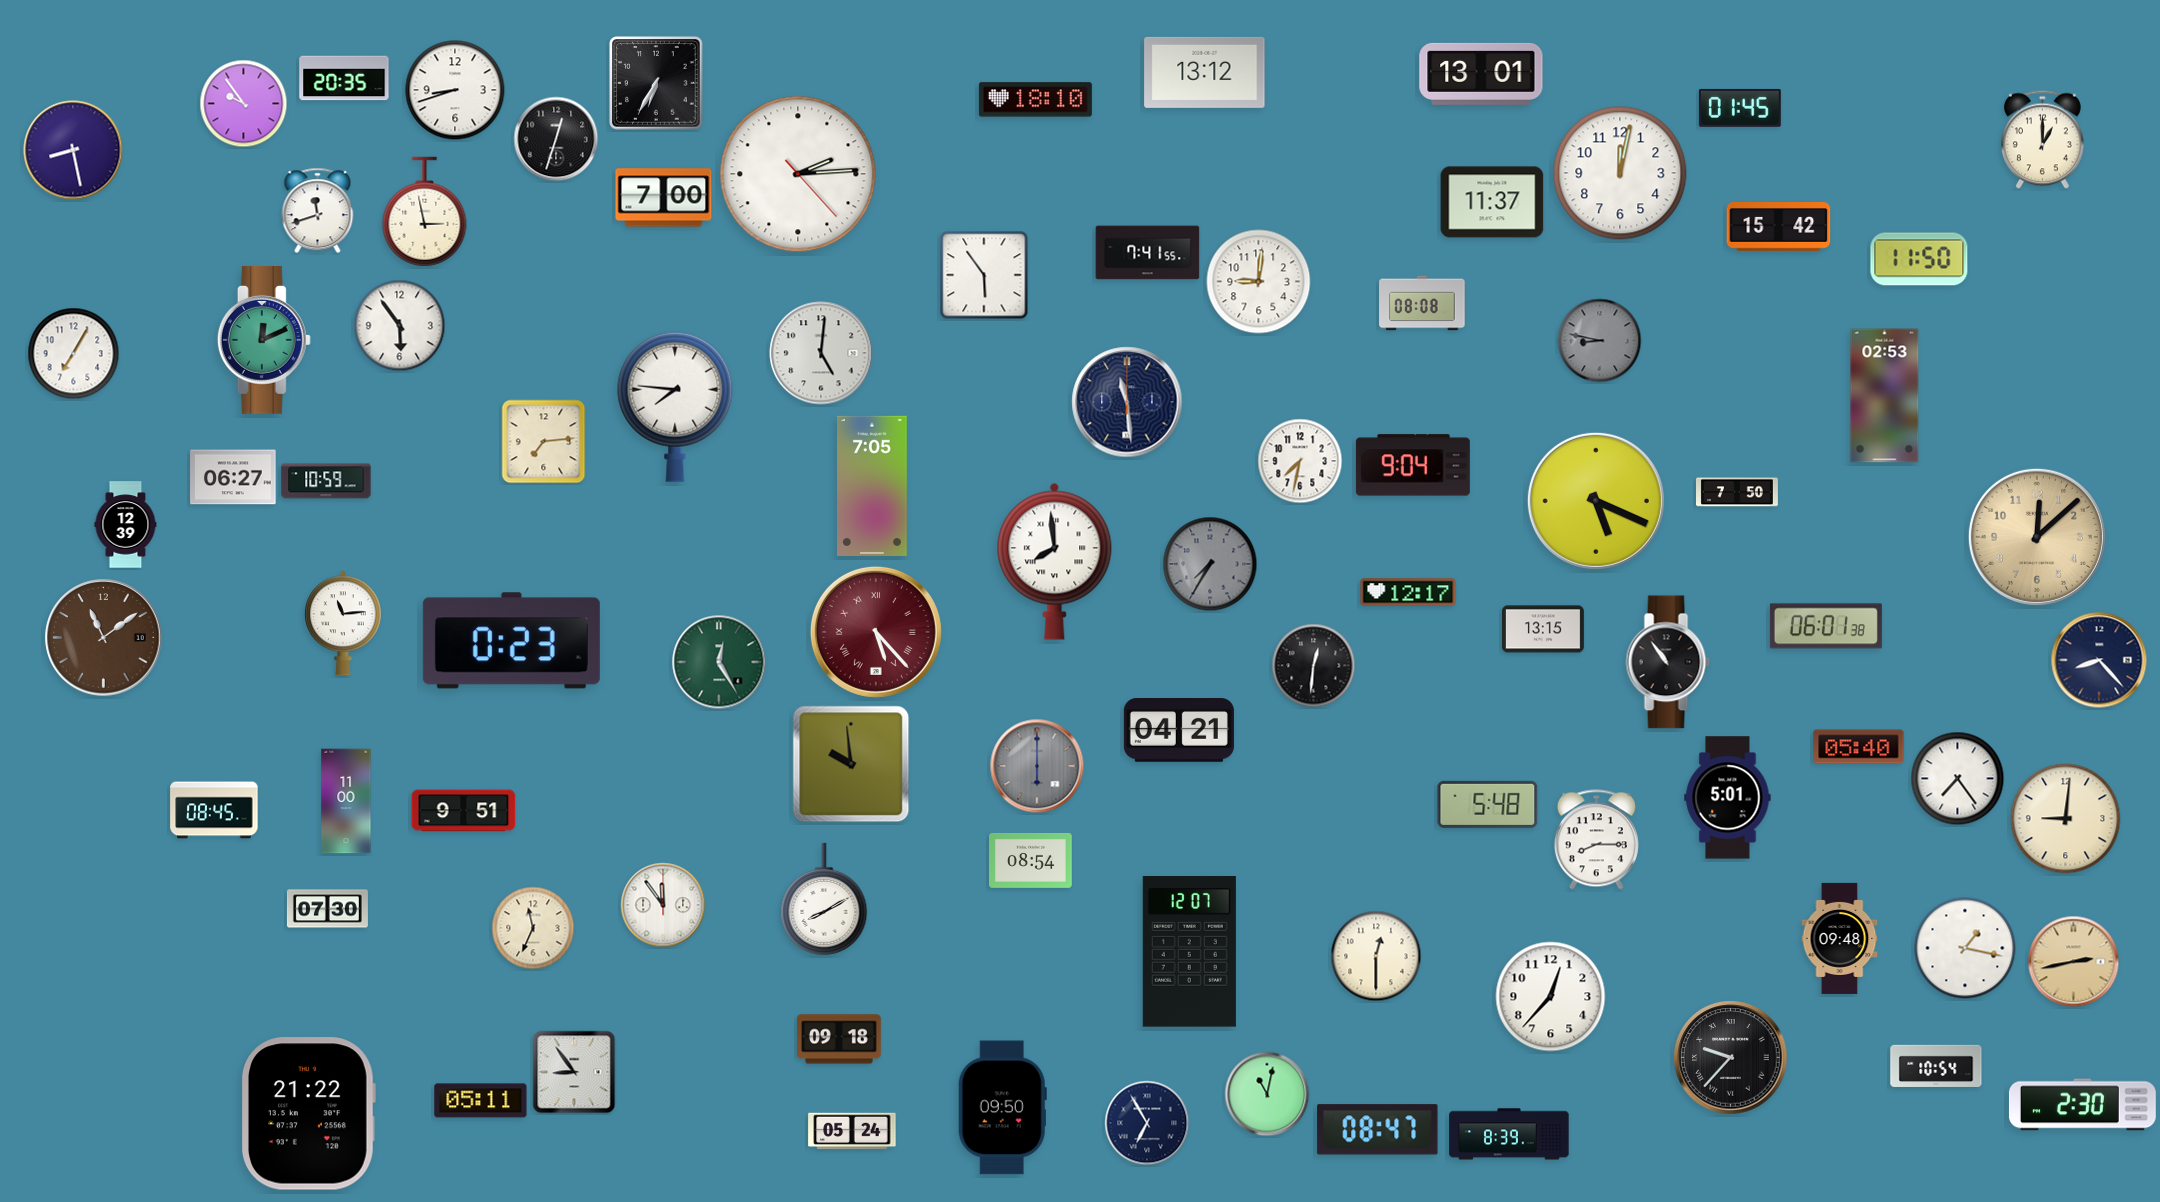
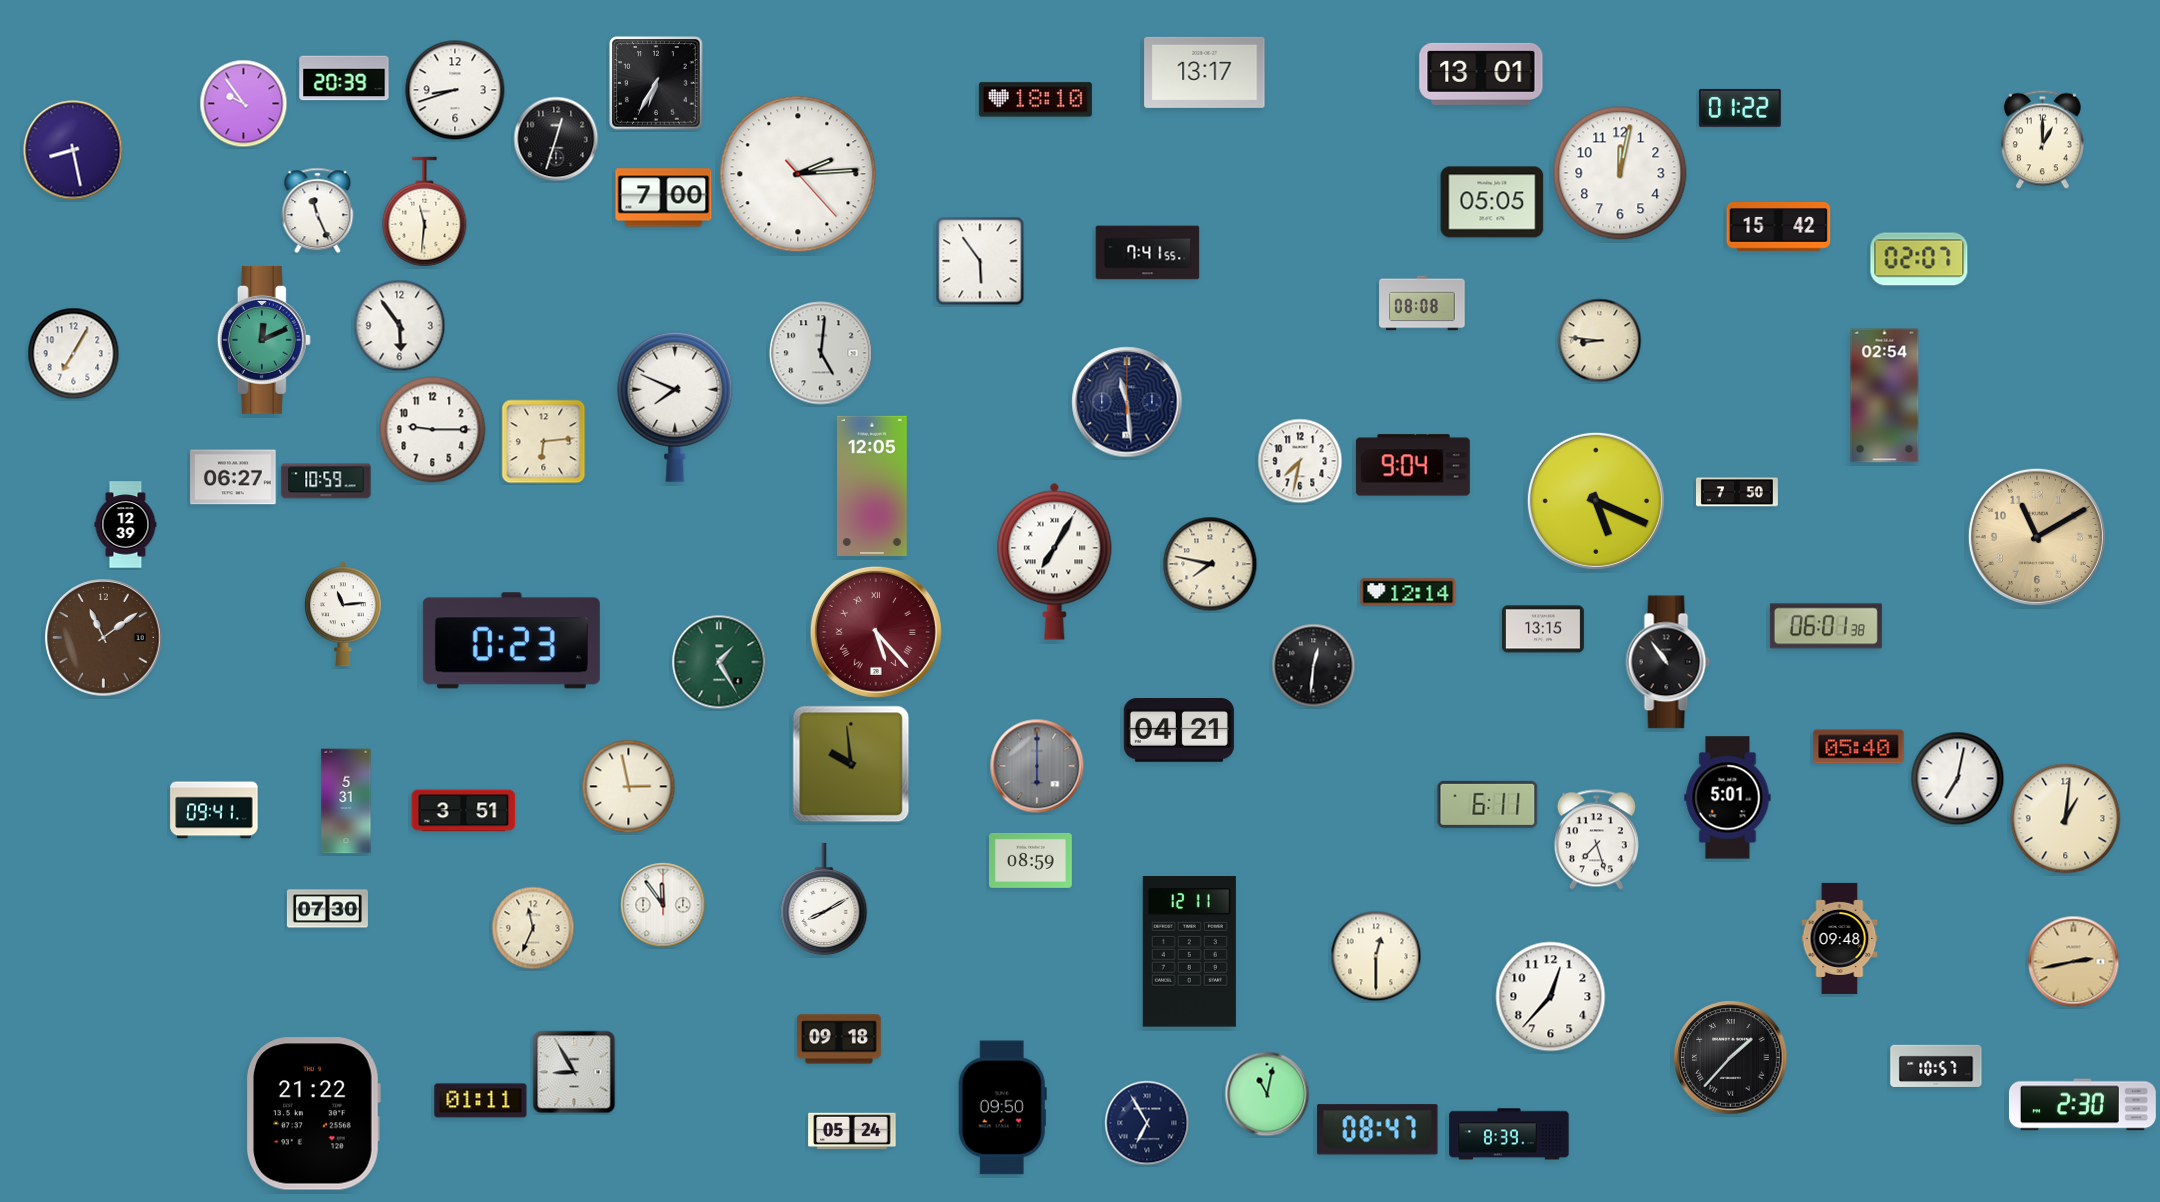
clock at (1205, 72): 13:12 -> 13:17
clock at (344, 78): 20:35 -> 20:39
clock at (1740, 108): 01:45 -> 01:22
clock at (1492, 202): 11:37 -> 05:05
clock at (318, 211): 11:42 -> 11:26
clock at (425, 212): 2:58 -> 11:31
clock at (1919, 259): 11:50 -> 02:07
clock at (984, 275) position: (984, 275) -> (980, 261)
clock at (1259, 282): 9:01 -> none
clock at (1600, 341): 8:47 -> 8:46
clock at (1600, 341) dial: grey -> cream
clock at (1885, 396): 02:53 -> 02:54
clock at (675, 407): 7:46 -> 7:49
clock at (433, 430): none -> 9:15
clock at (544, 442): 7:14 -> 6:14
clock at (873, 485): 7:05 -> 12:05
clock at (2037, 537): 12:08 -> 11:10
clock at (1055, 561): 7:59 -> 7:05
clock at (1210, 564): 7:35 -> 7:47
clock at (1210, 564) dial: grey -> cream
clock at (1408, 592): 12:17 -> 12:14
clock at (344, 623) position: (344, 623) -> (344, 614)
clock at (2099, 660): 8:23 -> none
clock at (719, 662): 12:25 -> 1:25
clock at (1958, 779): 7:24 -> 7:02
clock at (629, 787): none -> 2:58
clock at (346, 801): 11:00 -> 5:31
clock at (1488, 804): 5:48 -> 6:11
clock at (214, 810): 08:45 -> 09:41
clock at (464, 811): 9:51 -> 3:51
clock at (2066, 819): 9:01 -> 1:01
clock at (1596, 840): 8:15 -> 7:27
clock at (1031, 860): 08:54 -> 08:59
clock at (1965, 948): 1:17 -> none
clock at (1189, 952): 12:07 -> 12:11
clock at (1731, 1058): 9:37 -> 1:37
clock at (1936, 1066): 10:54 -> 10:57
clock at (574, 1072): 8:54 -> 8:55
clock at (481, 1101): 05:11 -> 01:11
clock at (308, 1114) position: (308, 1114) -> (313, 1114)
